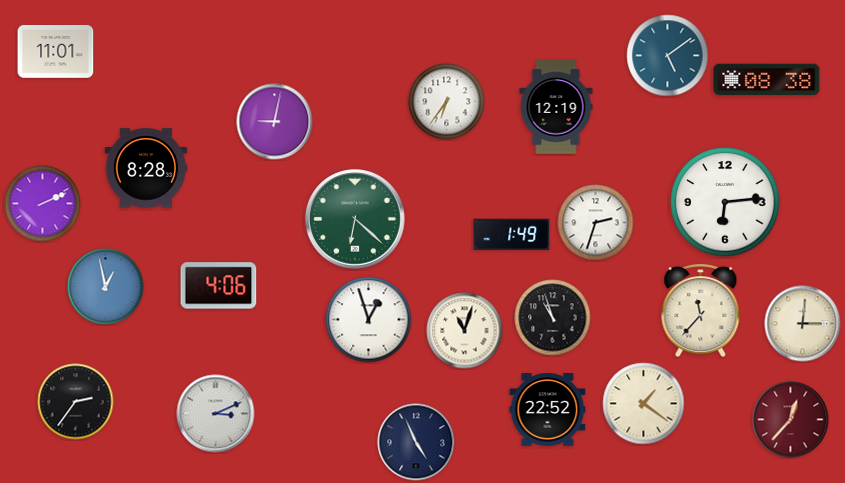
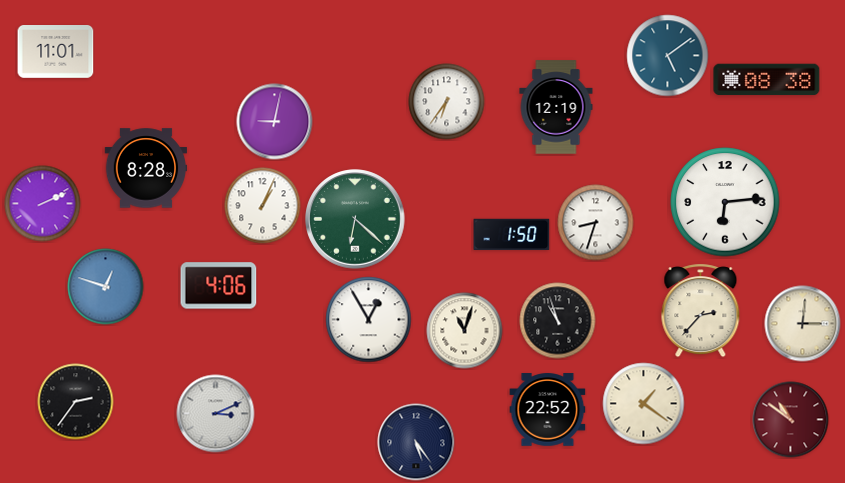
clock at (263, 206): none -> 1:04
clock at (596, 223): 2:33 -> 8:33
clock at (512, 234): 1:49 -> 1:50
clock at (106, 287): 12:58 -> 12:48
clock at (701, 311): 11:37 -> 2:37
clock at (553, 318) position: (553, 318) -> (558, 321)
clock at (369, 320): 12:57 -> 12:55
clock at (791, 420): 12:37 -> 10:51
clock at (416, 442): 4:56 -> 5:24
